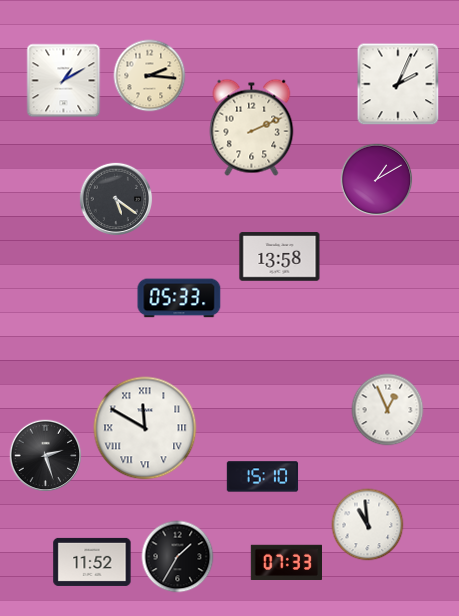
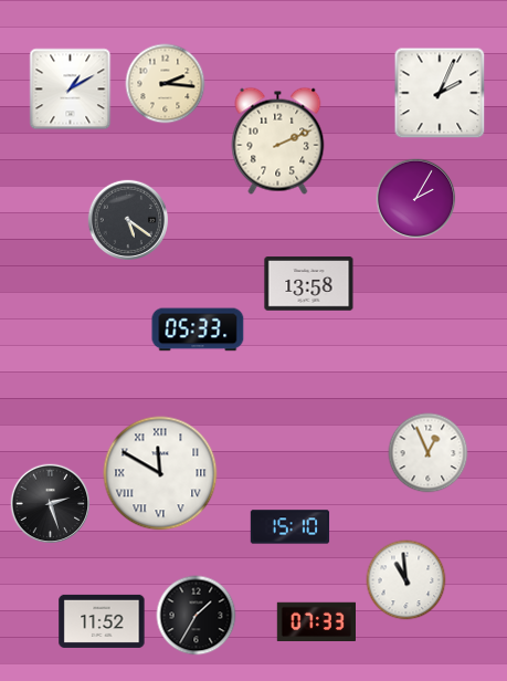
clock at (377, 180): 1:10 -> 2:05
